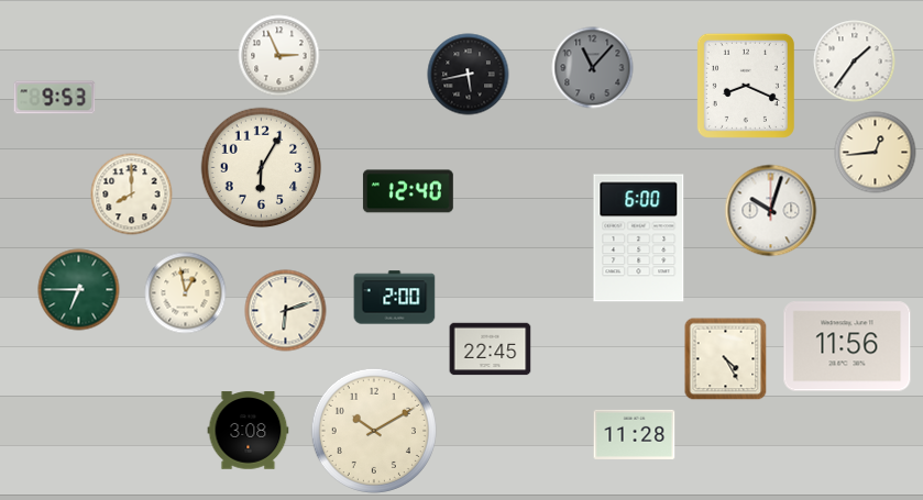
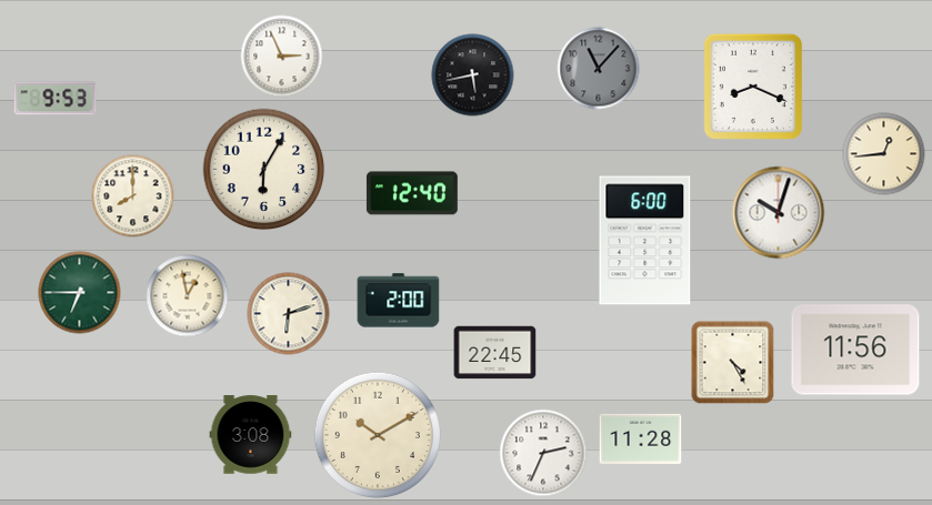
clock at (855, 62): 1:36 -> none
clock at (543, 453): none -> 2:34
